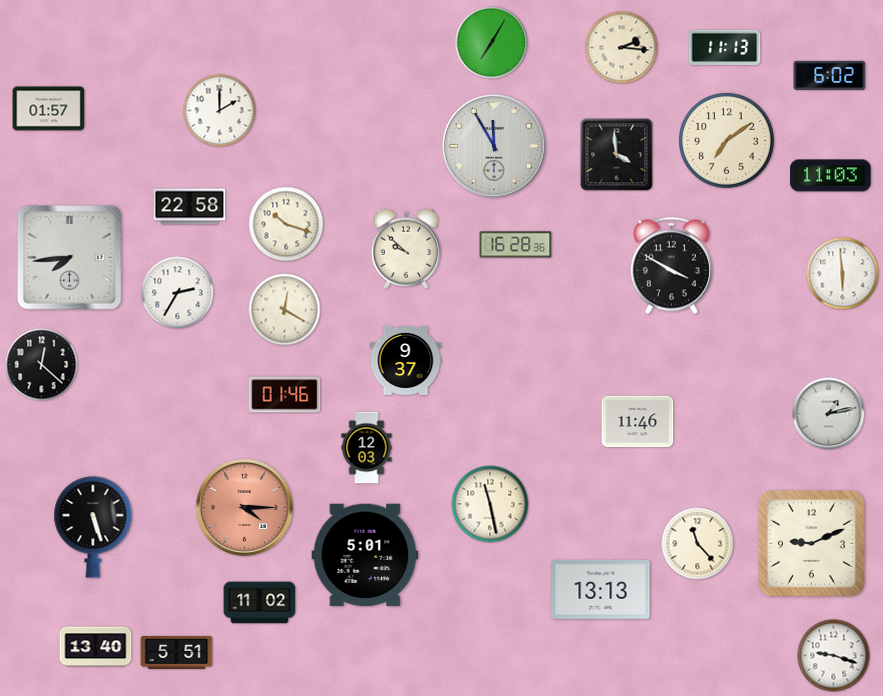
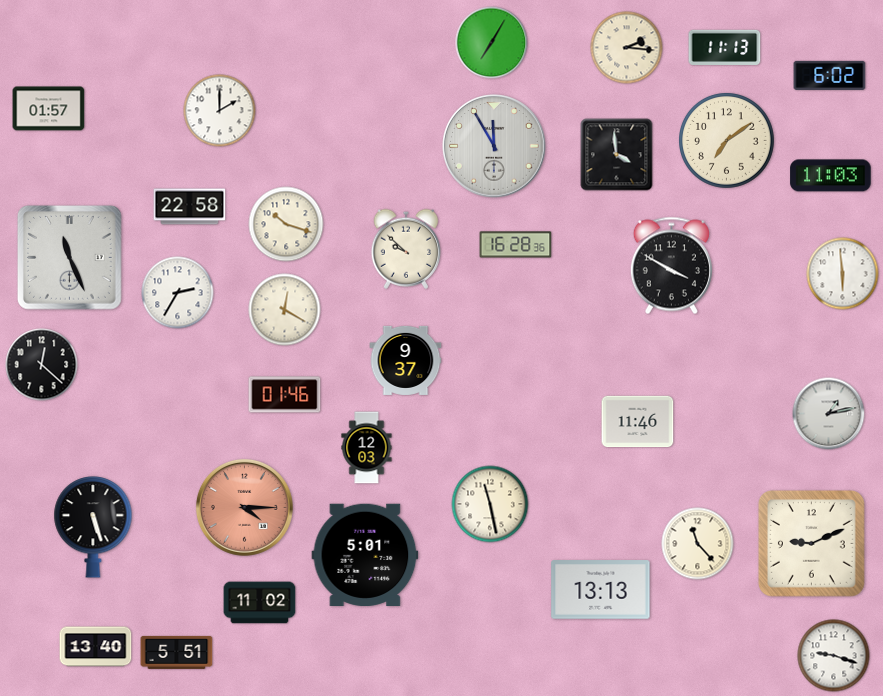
clock at (622, 48) position: (622, 48) -> (627, 48)
clock at (69, 257): 7:44 -> 11:26
